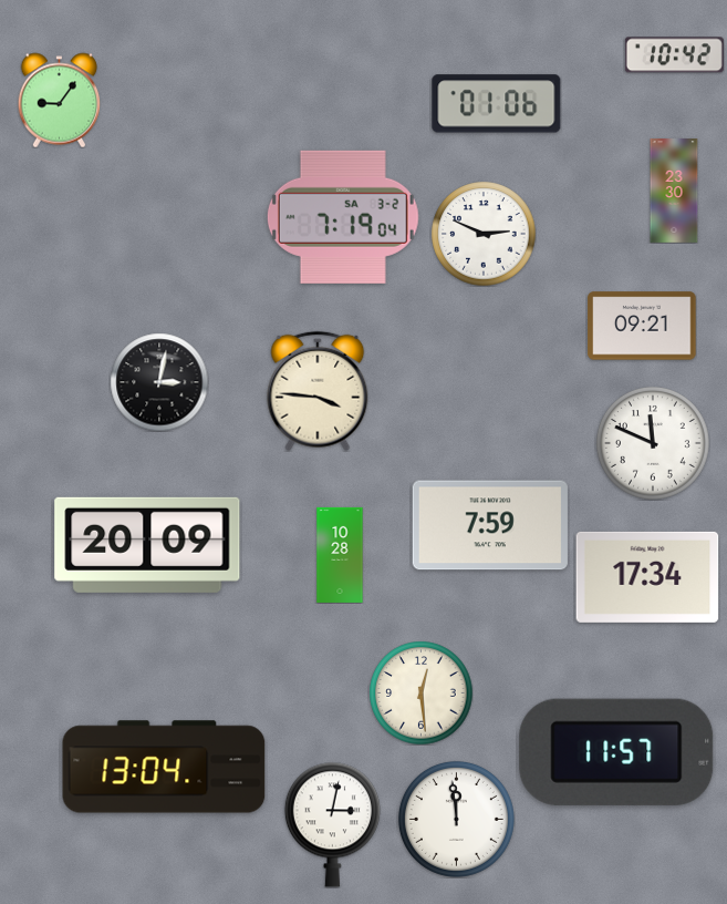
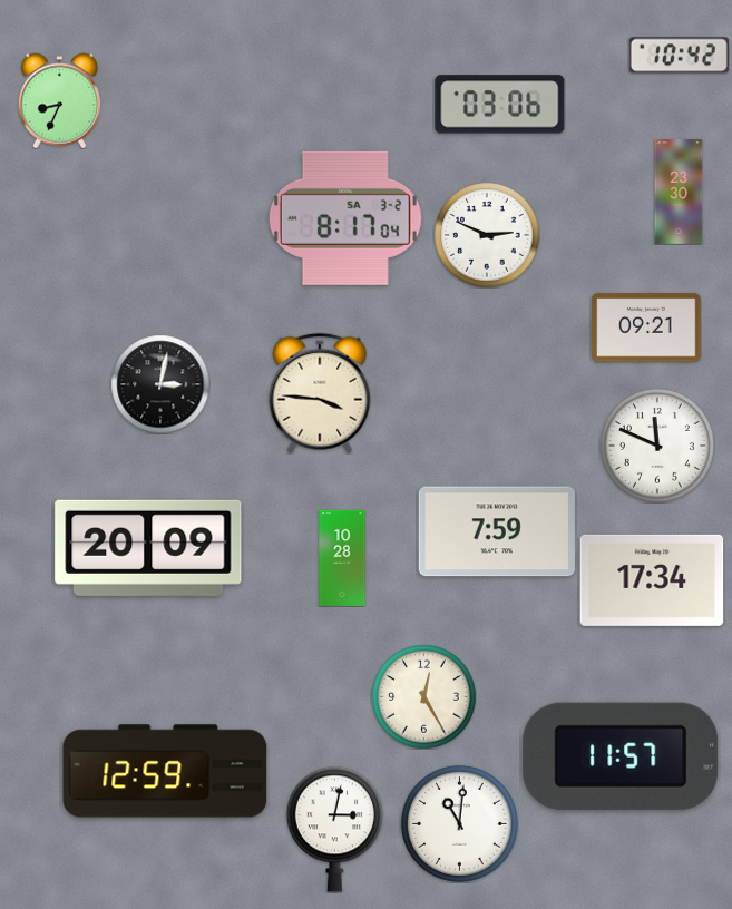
clock at (60, 100): 9:06 -> 8:34
clock at (497, 104): 01:06 -> 03:06
clock at (343, 217): 7:19 -> 8:17
clock at (490, 525) position: (490, 525) -> (497, 531)
clock at (420, 692): 12:29 -> 12:25
clock at (164, 767): 13:04 -> 12:59
clock at (456, 819): 11:59 -> 11:01
